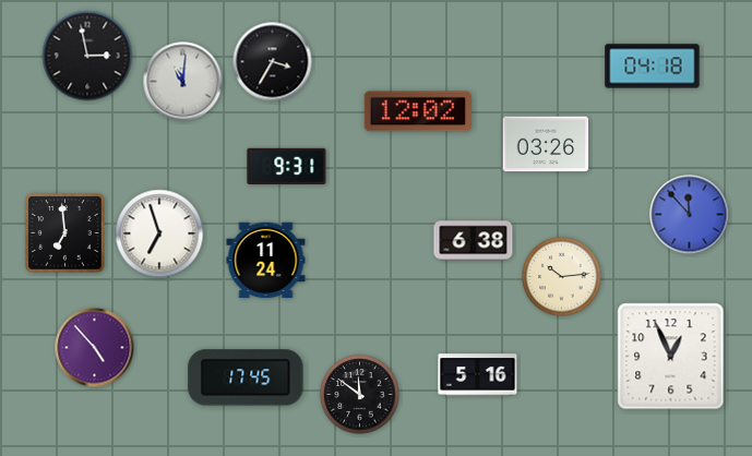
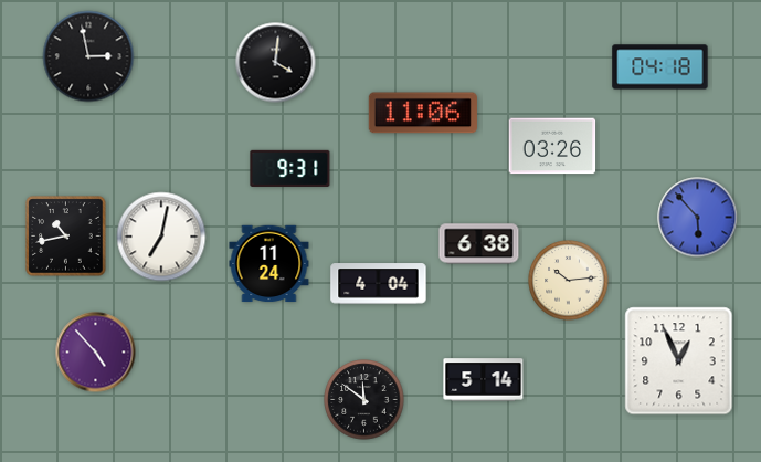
clock at (273, 62): 3:35 -> 4:01
clock at (183, 82): 11:01 -> none
clock at (418, 111): 12:02 -> 11:06
clock at (690, 215): 11:53 -> 5:53
clock at (65, 233): 6:59 -> 10:43
clock at (159, 233): 6:57 -> 7:02
clock at (379, 284): none -> 4:04
clock at (478, 375): 5:16 -> 5:14
clock at (246, 377): 17:45 -> none
